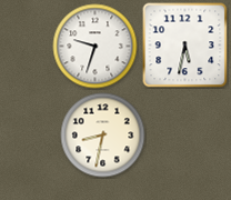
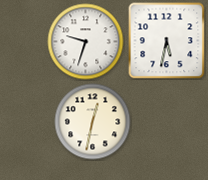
clock at (103, 136): 8:32 -> 12:32
